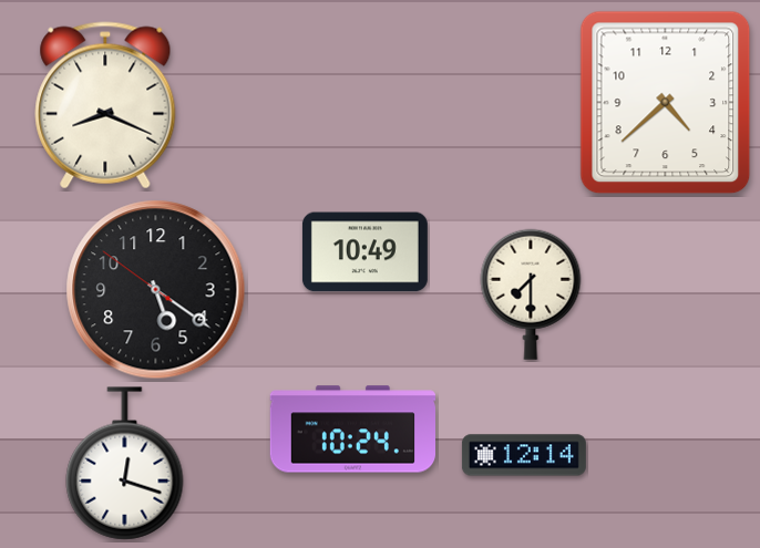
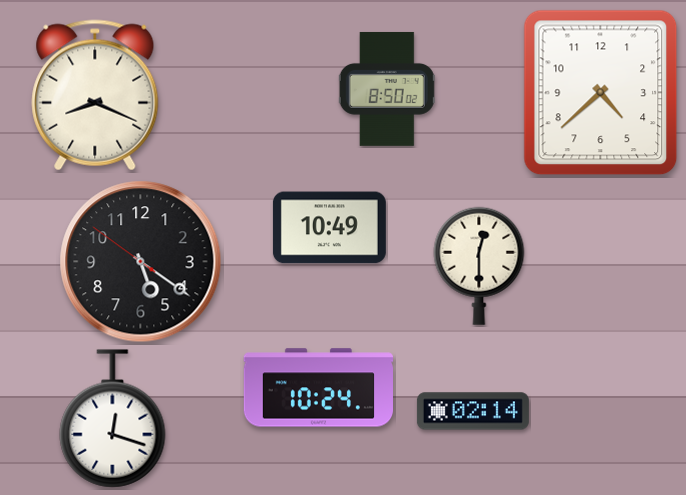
clock at (387, 89): none -> 8:50
clock at (531, 294): 7:30 -> 12:30
clock at (524, 455): 12:14 -> 02:14
